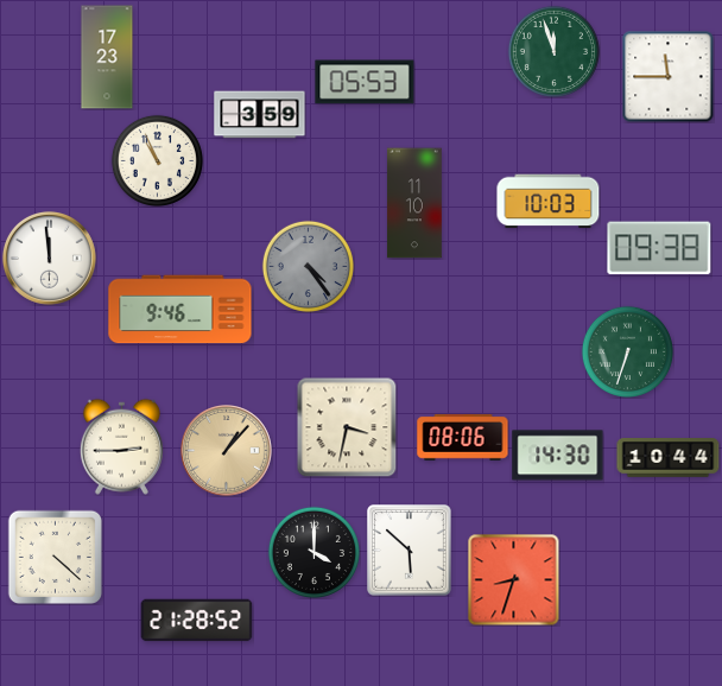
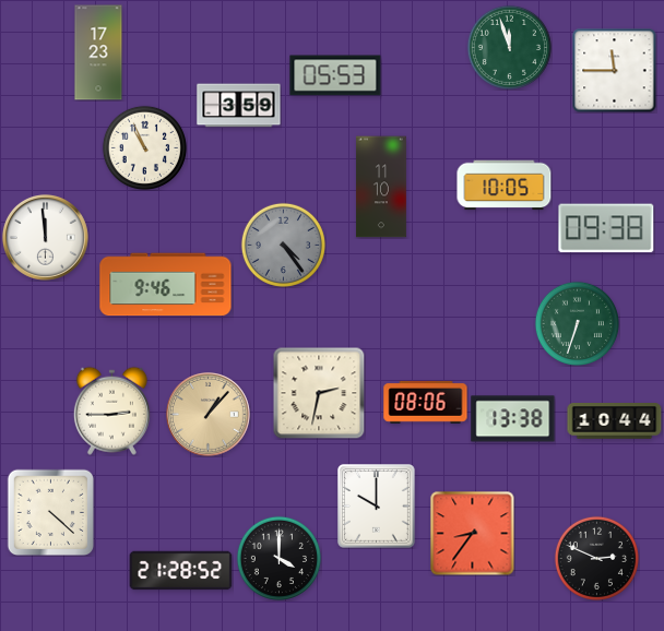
clock at (549, 202): 10:03 -> 10:05
clock at (347, 427): 3:32 -> 2:32
clock at (558, 456): 14:30 -> 13:38
clock at (410, 551): 5:52 -> 10:00
clock at (313, 552) position: (313, 552) -> (278, 558)
clock at (513, 579): 8:33 -> 8:36
clock at (596, 558): none -> 2:49
